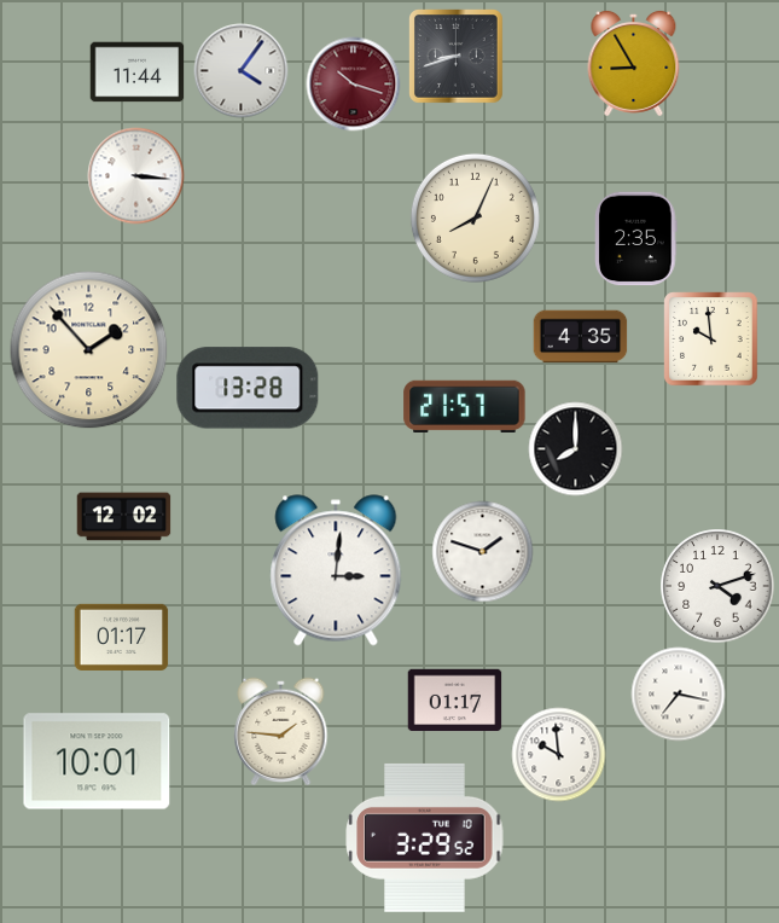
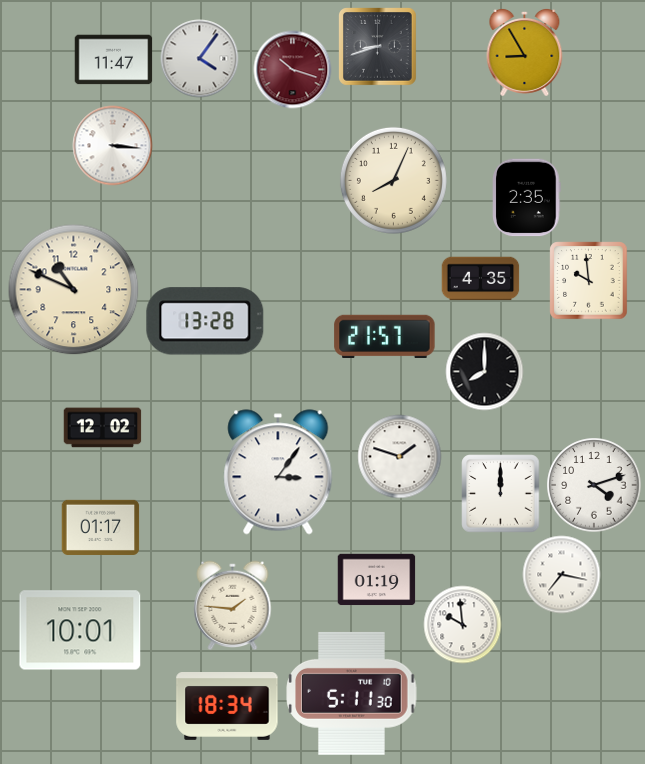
clock at (136, 72): 11:44 -> 11:47
clock at (89, 350): 1:53 -> 10:49
clock at (575, 448) position: (575, 448) -> (484, 371)
clock at (336, 570): 3:01 -> 3:06
clock at (500, 493): none -> 12:00
clock at (454, 701): 01:17 -> 01:19
clock at (425, 837): 3:29 -> 5:11
clock at (227, 707): none -> 18:34
